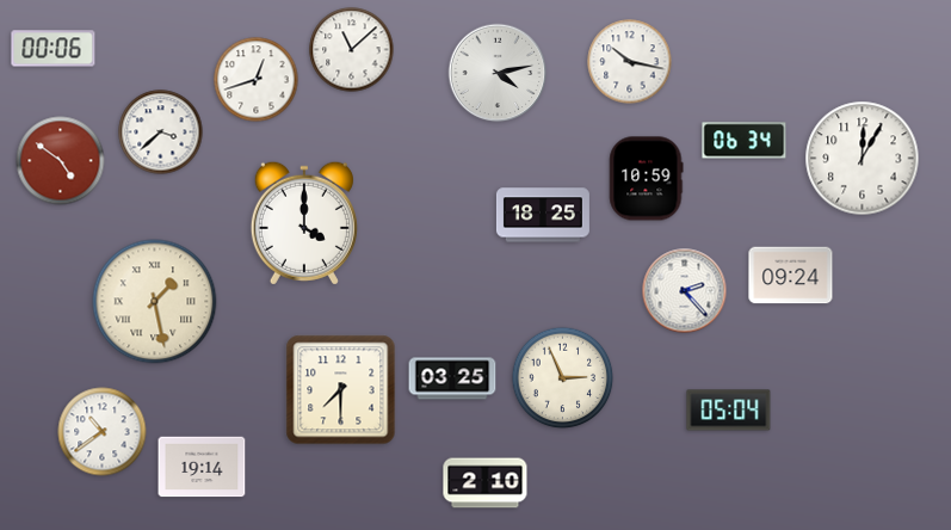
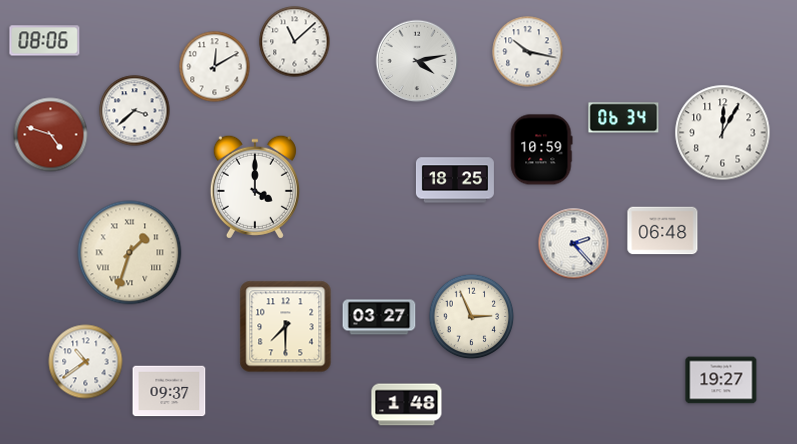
clock at (54, 49): 00:06 -> 08:06
clock at (257, 80): 12:42 -> 12:10
clock at (61, 161): 4:51 -> 4:48
clock at (791, 276): 09:24 -> 06:48
clock at (155, 302): 1:28 -> 1:33
clock at (452, 378): 03:25 -> 03:27
clock at (729, 411): 05:04 -> none
clock at (721, 380): none -> 19:27
clock at (202, 467): 19:14 -> 09:37
clock at (486, 483): 2:10 -> 1:48
